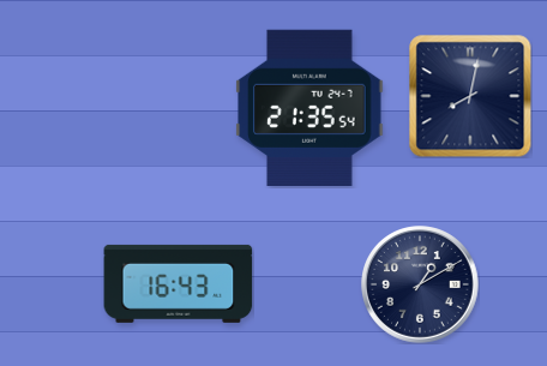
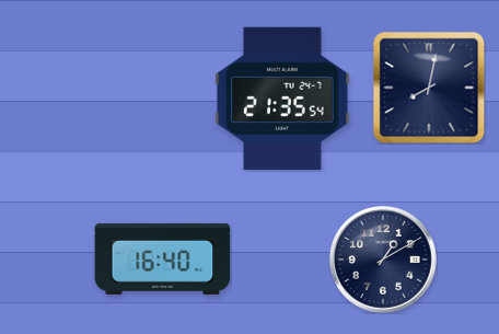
clock at (179, 283): 16:43 -> 16:40
